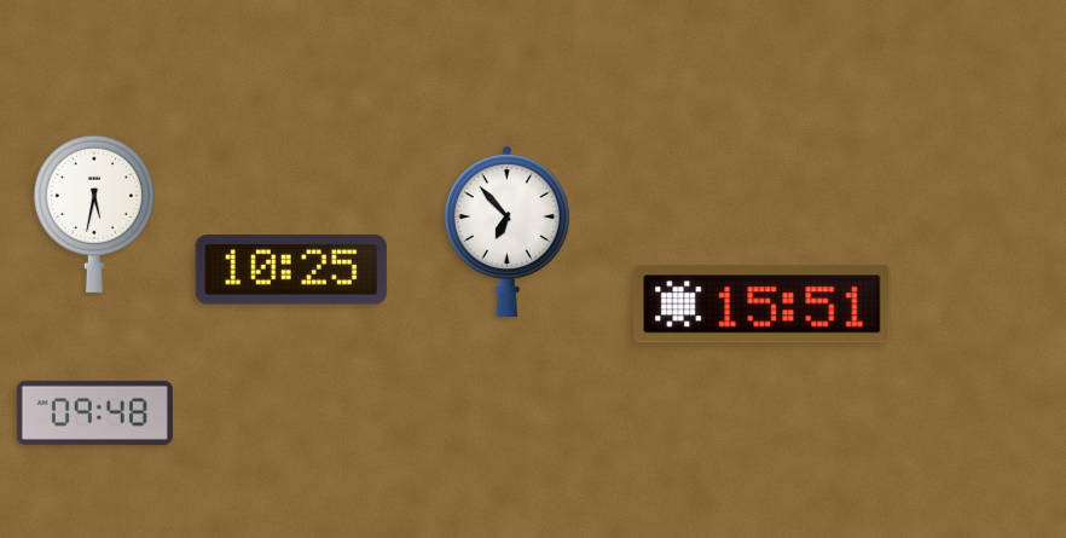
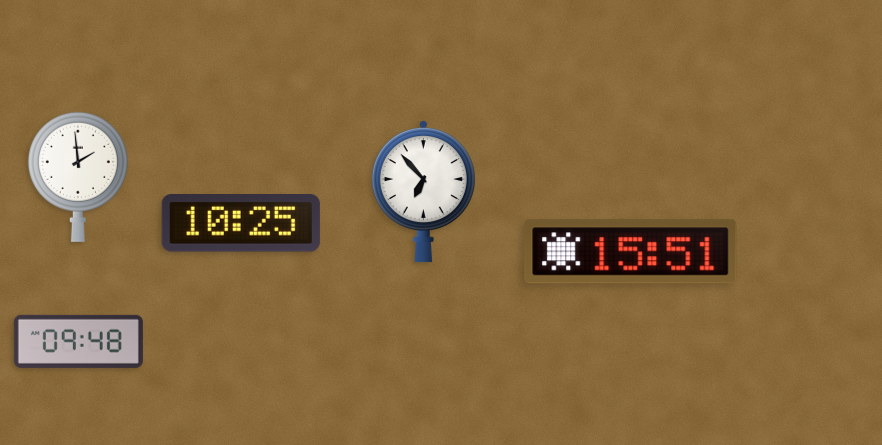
clock at (94, 214): 5:32 -> 1:59
clock at (506, 231) position: (506, 231) -> (423, 191)
